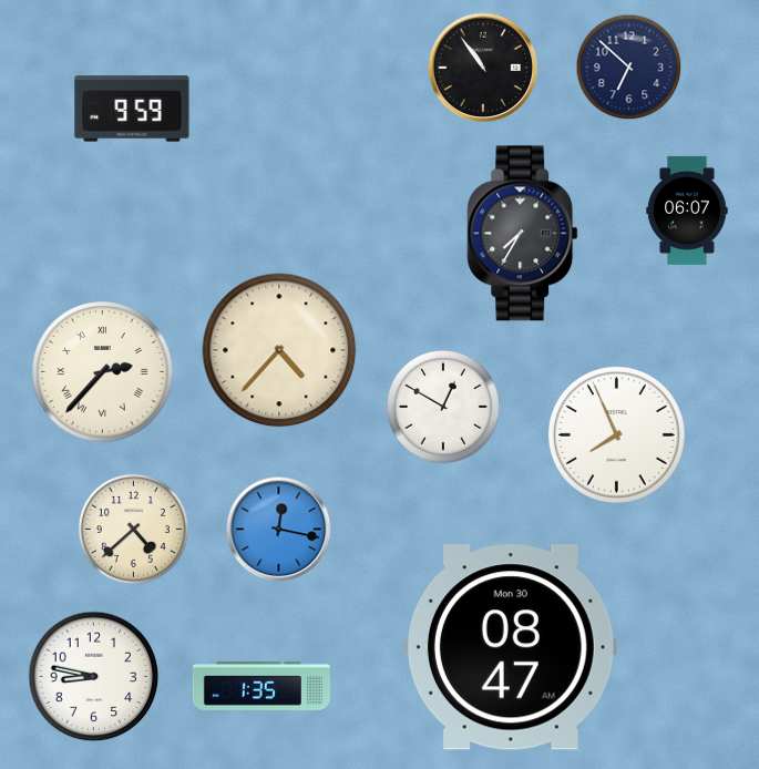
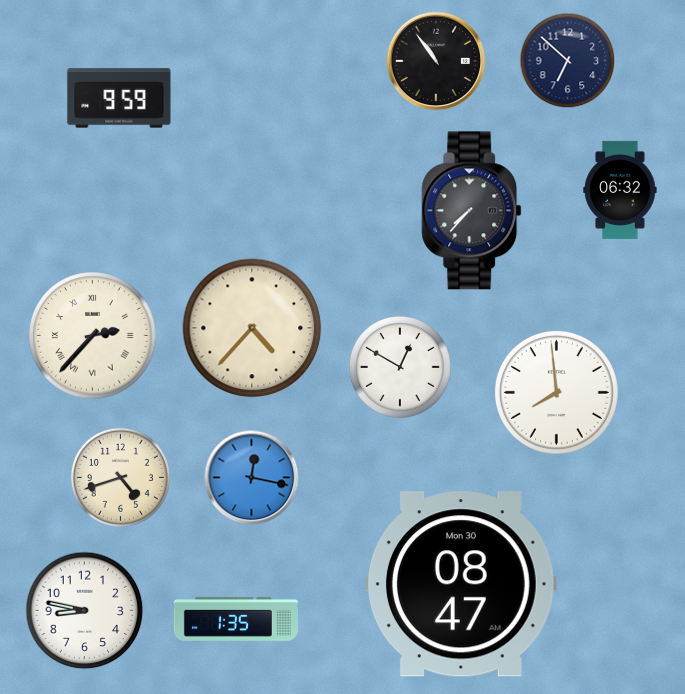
clock at (687, 211): 06:07 -> 06:32
clock at (523, 234): 7:35 -> 7:37
clock at (279, 350) position: (279, 350) -> (252, 328)
clock at (616, 434): 7:56 -> 7:59
clock at (133, 529): 4:38 -> 4:42
